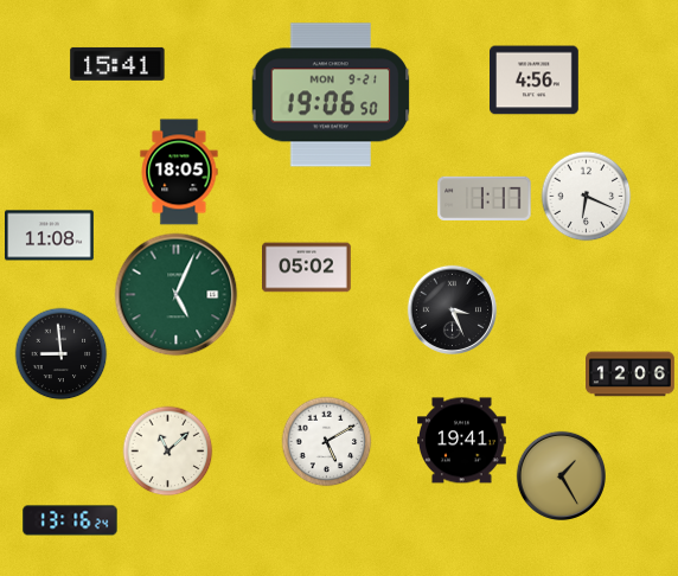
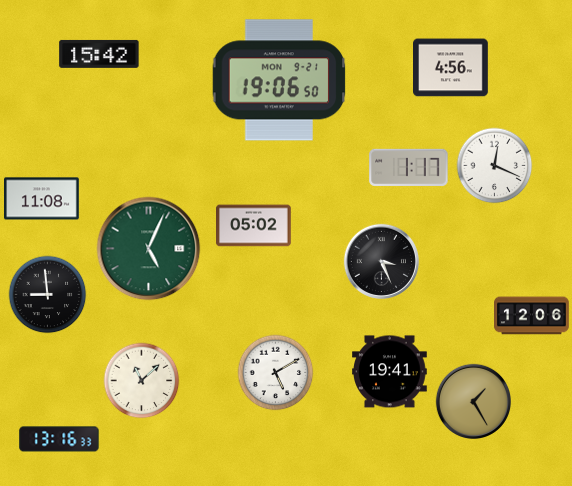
clock at (117, 64): 15:41 -> 15:42
clock at (179, 172): 18:05 -> none
clock at (587, 197): 6:19 -> 12:19
clock at (307, 268) position: (307, 268) -> (254, 226)
clock at (62, 354) position: (62, 354) -> (48, 295)
clock at (70, 520): 13:16:24 -> 13:16:33
